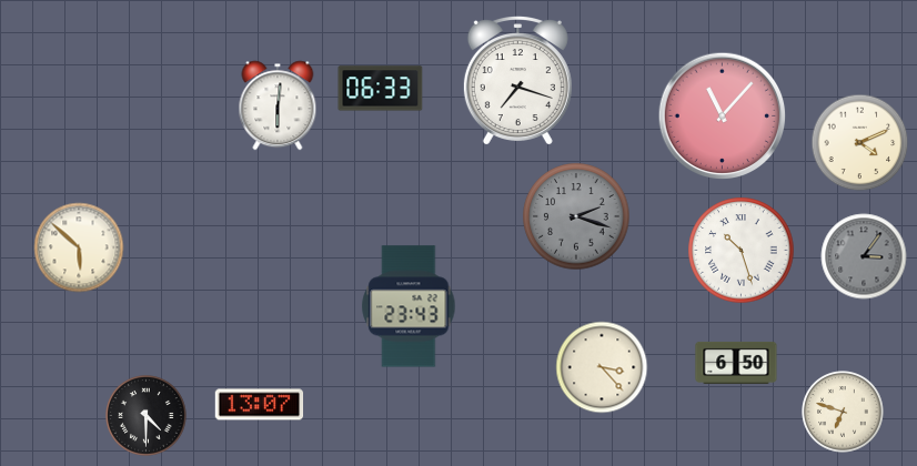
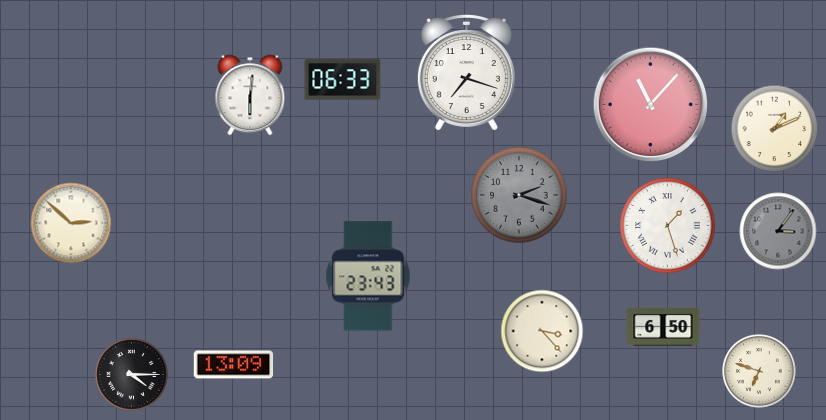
clock at (860, 143): 4:11 -> 1:11
clock at (79, 247): 5:52 -> 2:52
clock at (742, 251): 10:27 -> 1:27
clock at (260, 405): 13:07 -> 13:09
clock at (147, 416): 4:30 -> 4:15
